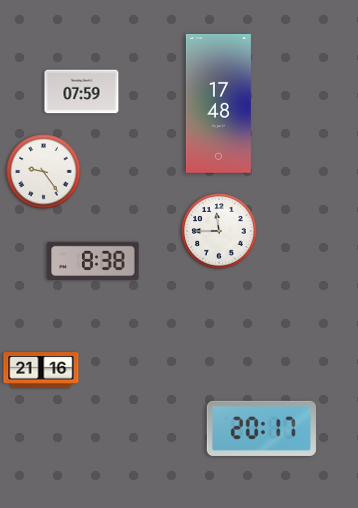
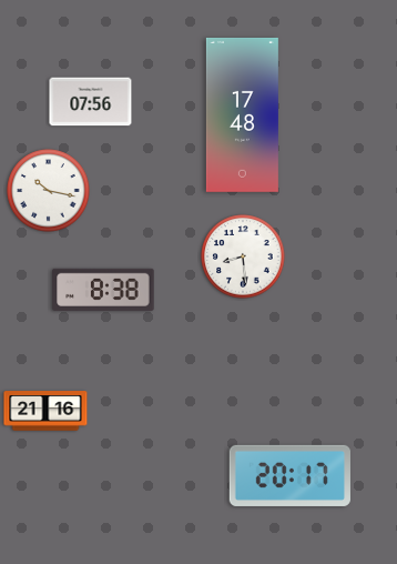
clock at (82, 92): 07:59 -> 07:56
clock at (44, 172): 9:24 -> 10:17
clock at (219, 231): 11:45 -> 8:29
